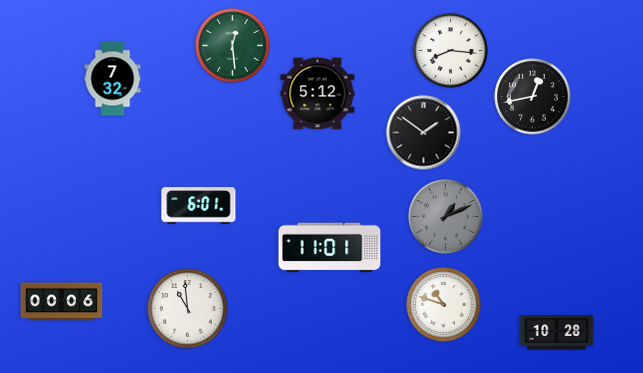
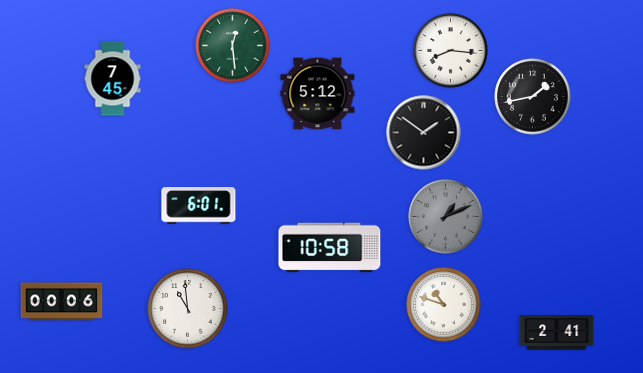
clock at (113, 79): 7:32 -> 7:45
clock at (533, 97): 12:43 -> 1:43
clock at (330, 248): 11:01 -> 10:58
clock at (557, 333): 10:28 -> 2:41
